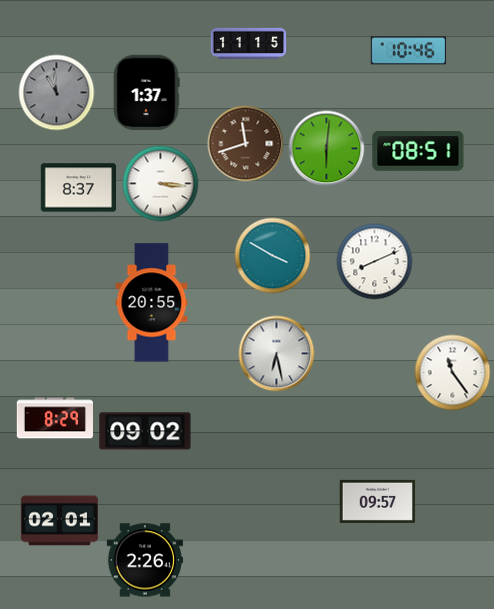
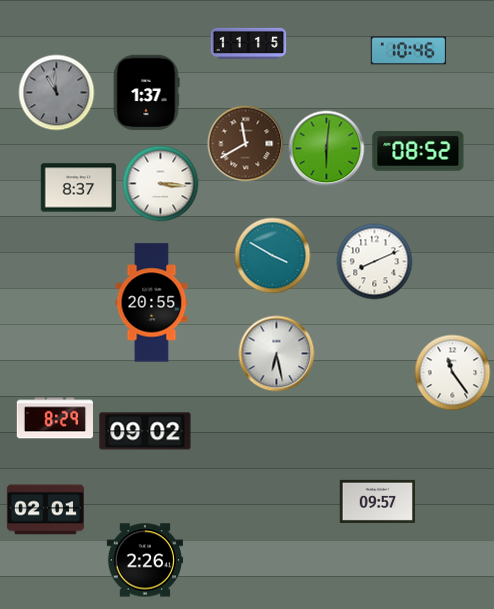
clock at (246, 144): 11:42 -> 11:40
clock at (418, 151): 08:51 -> 08:52
clock at (59, 521) position: (59, 521) -> (45, 510)
